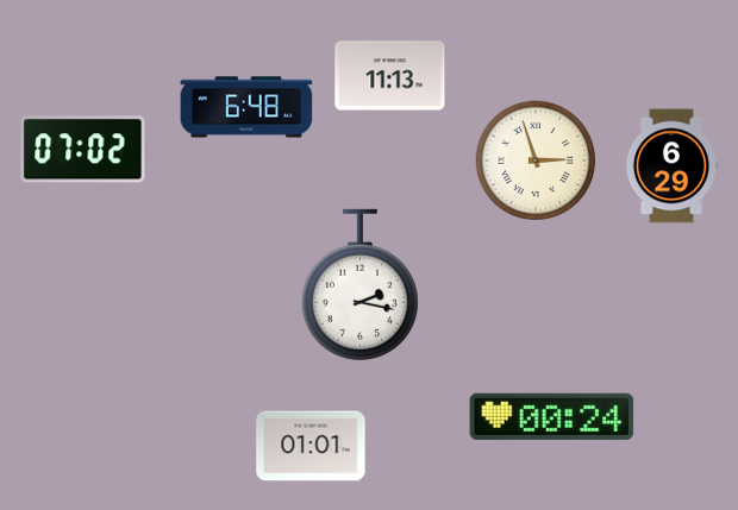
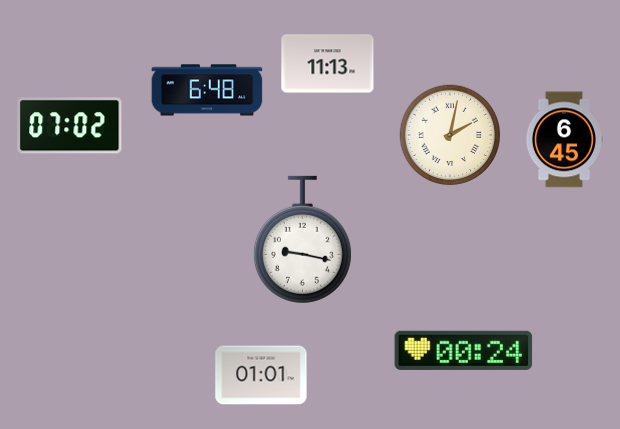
clock at (536, 160): 2:57 -> 2:02
clock at (671, 166): 6:29 -> 6:45
clock at (359, 285): 2:17 -> 9:17
